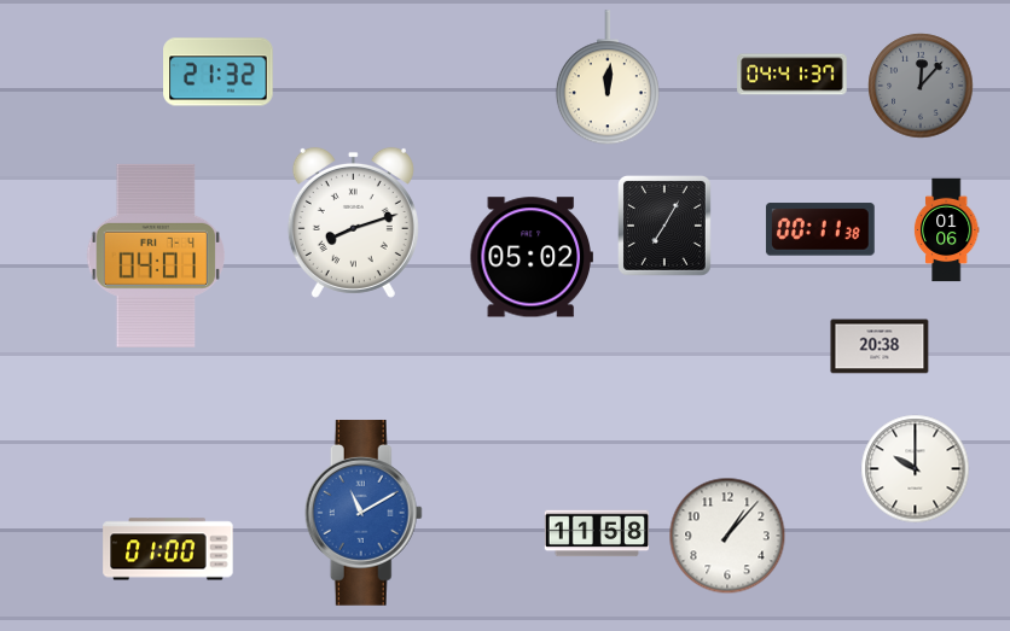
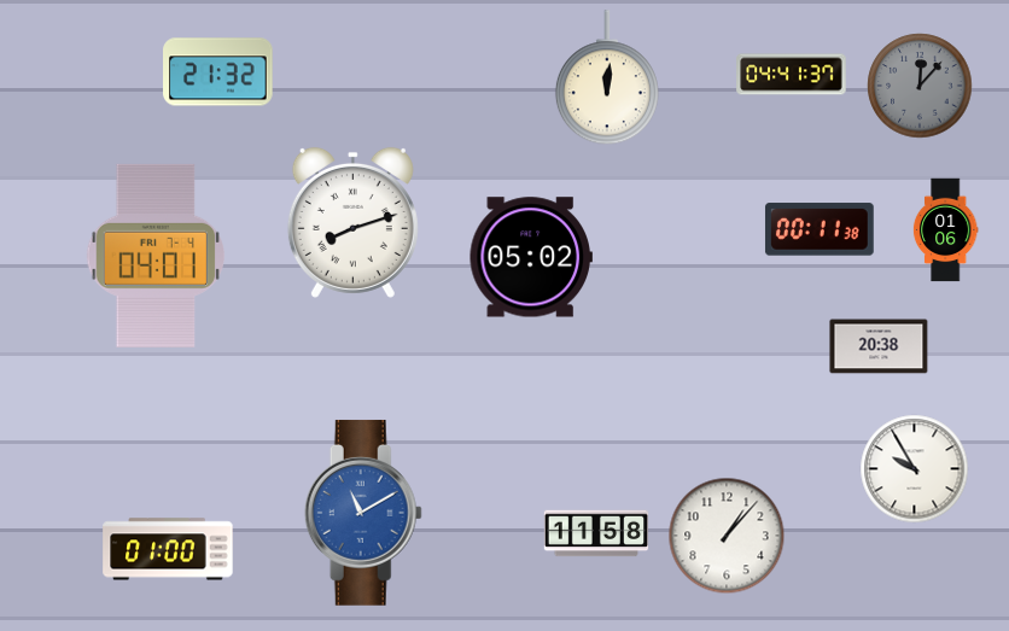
clock at (666, 227): 7:05 -> none
clock at (916, 469): 10:00 -> 9:55
